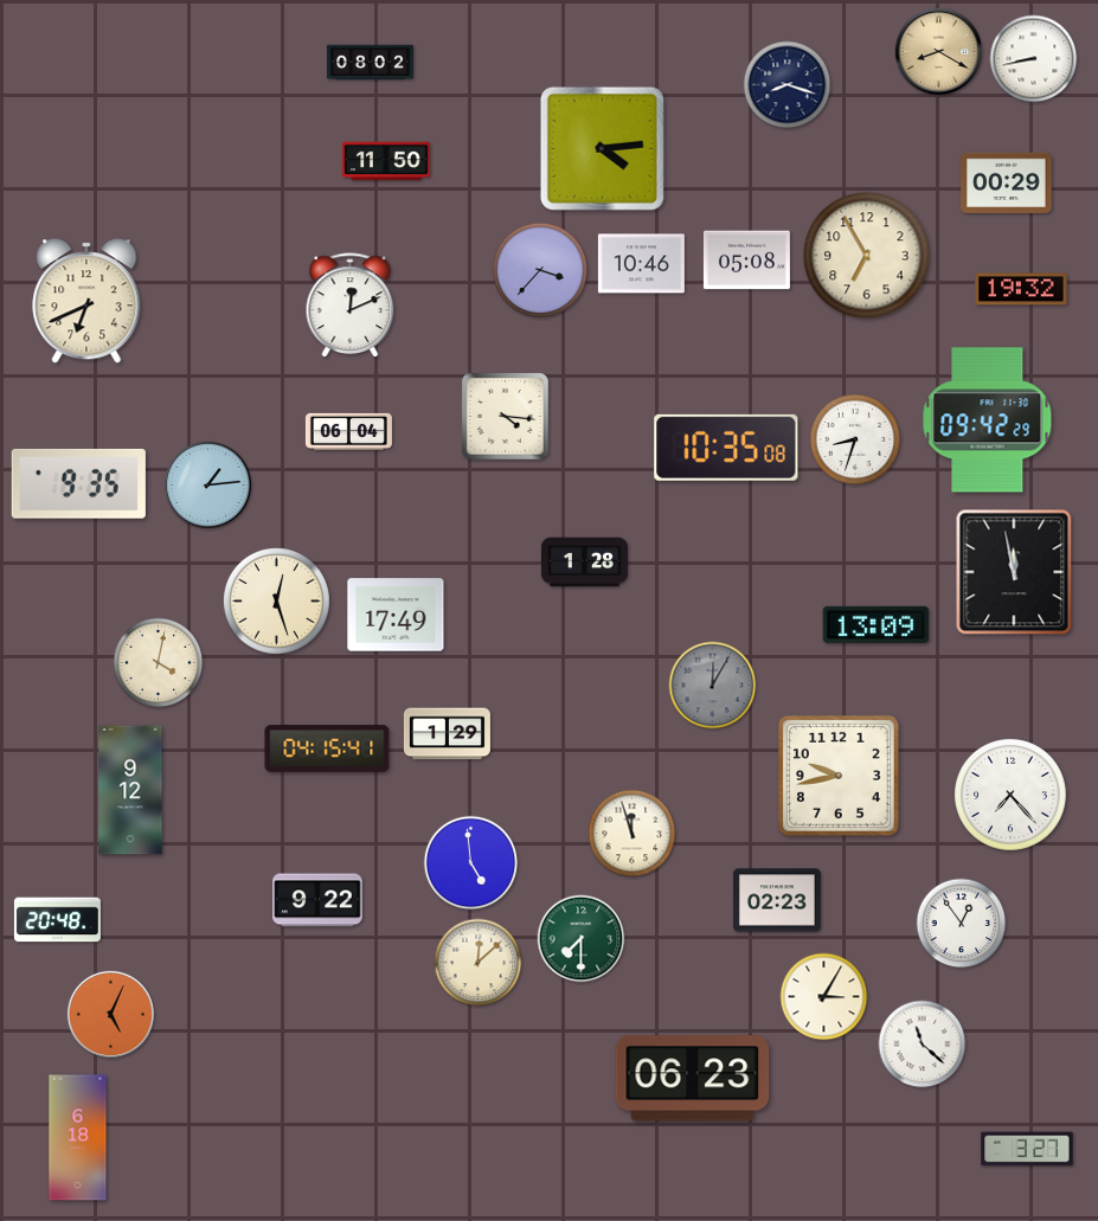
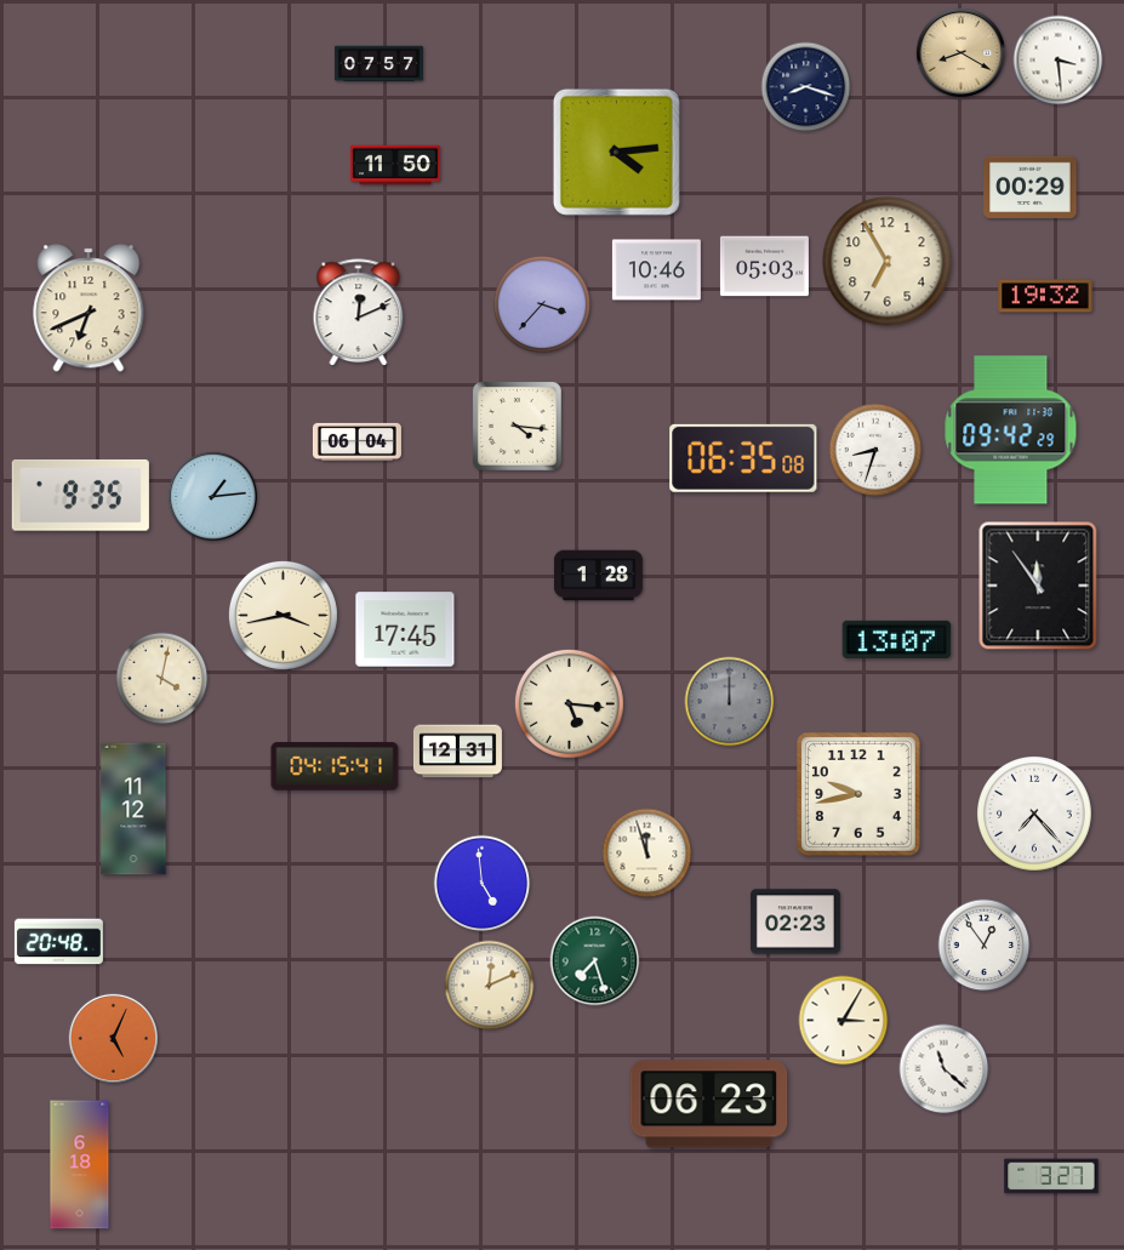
clock at (1034, 59): 8:43 -> 3:29
clock at (370, 63): 08:02 -> 07:57
clock at (746, 261): 05:08 -> 05:03
clock at (540, 270) position: (540, 270) -> (542, 304)
clock at (726, 448): 10:35 -> 06:35
clock at (1014, 572): 11:58 -> 11:54
clock at (276, 600): 12:27 -> 3:43
clock at (396, 615): 17:49 -> 17:45
clock at (877, 624): 13:09 -> 13:07
clock at (713, 686): 12:05 -> 12:00
clock at (569, 703): none -> 5:16
clock at (447, 734): 1:29 -> 12:31
clock at (130, 790): 9:12 -> 11:12
clock at (317, 900): 9:22 -> none
clock at (582, 939): 7:30 -> 7:27
clock at (479, 963): 12:08 -> 12:11
